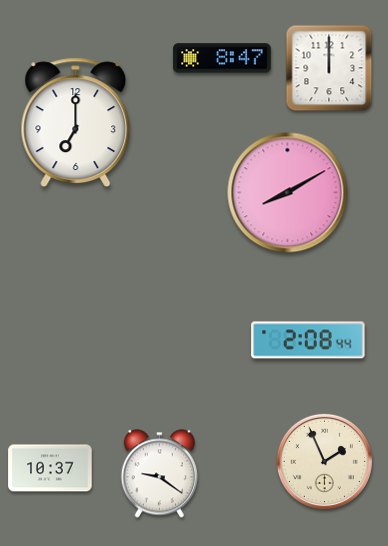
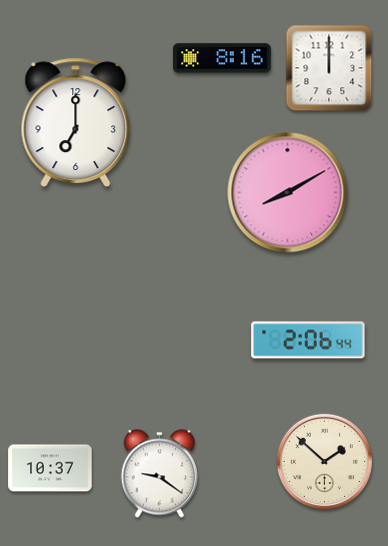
clock at (222, 58): 8:47 -> 8:16
clock at (308, 340): 2:08 -> 2:06
clock at (324, 461): 1:56 -> 1:52
